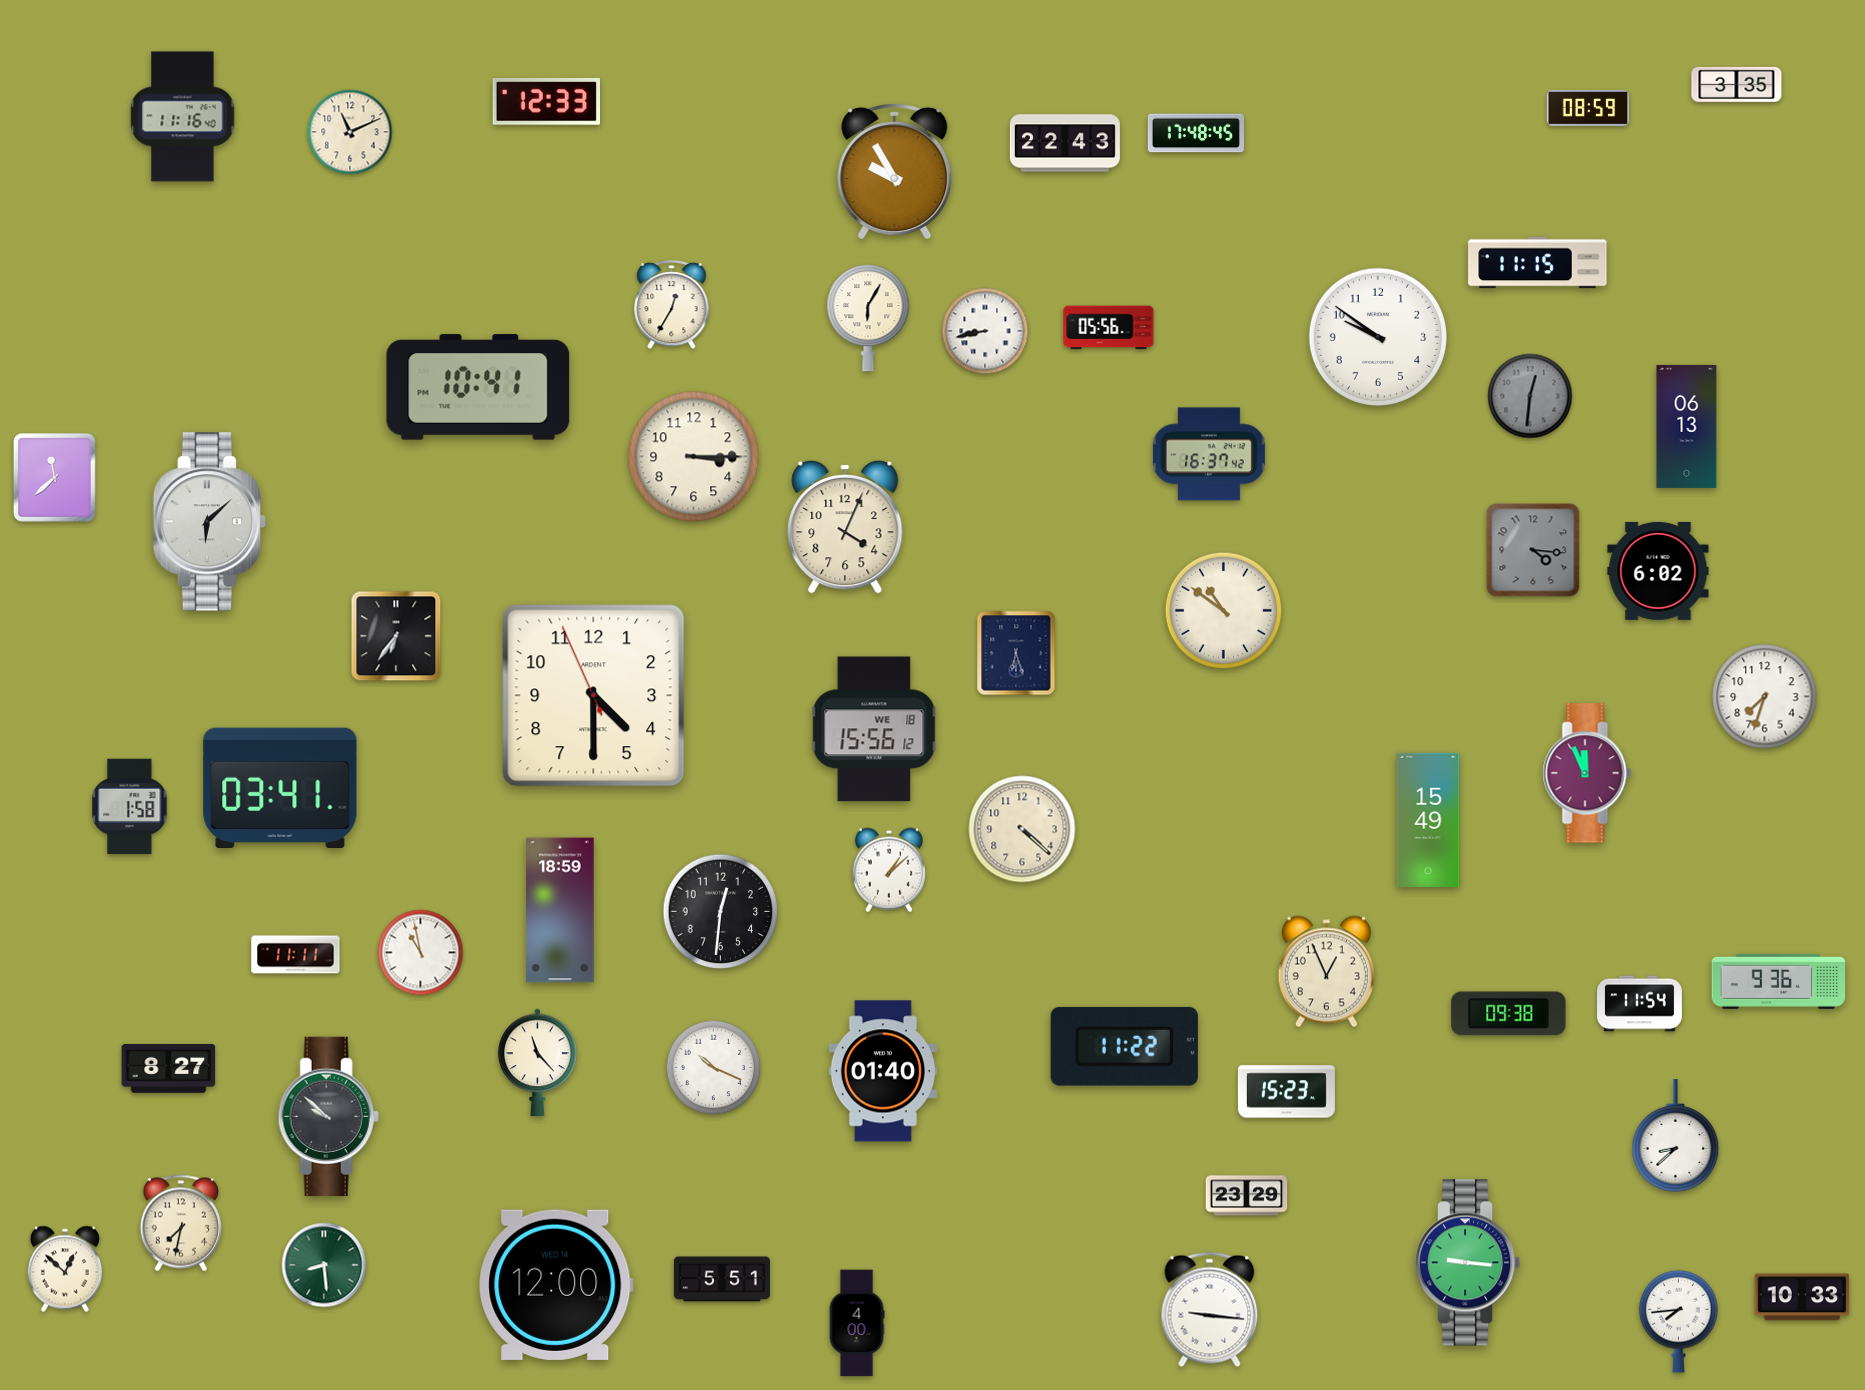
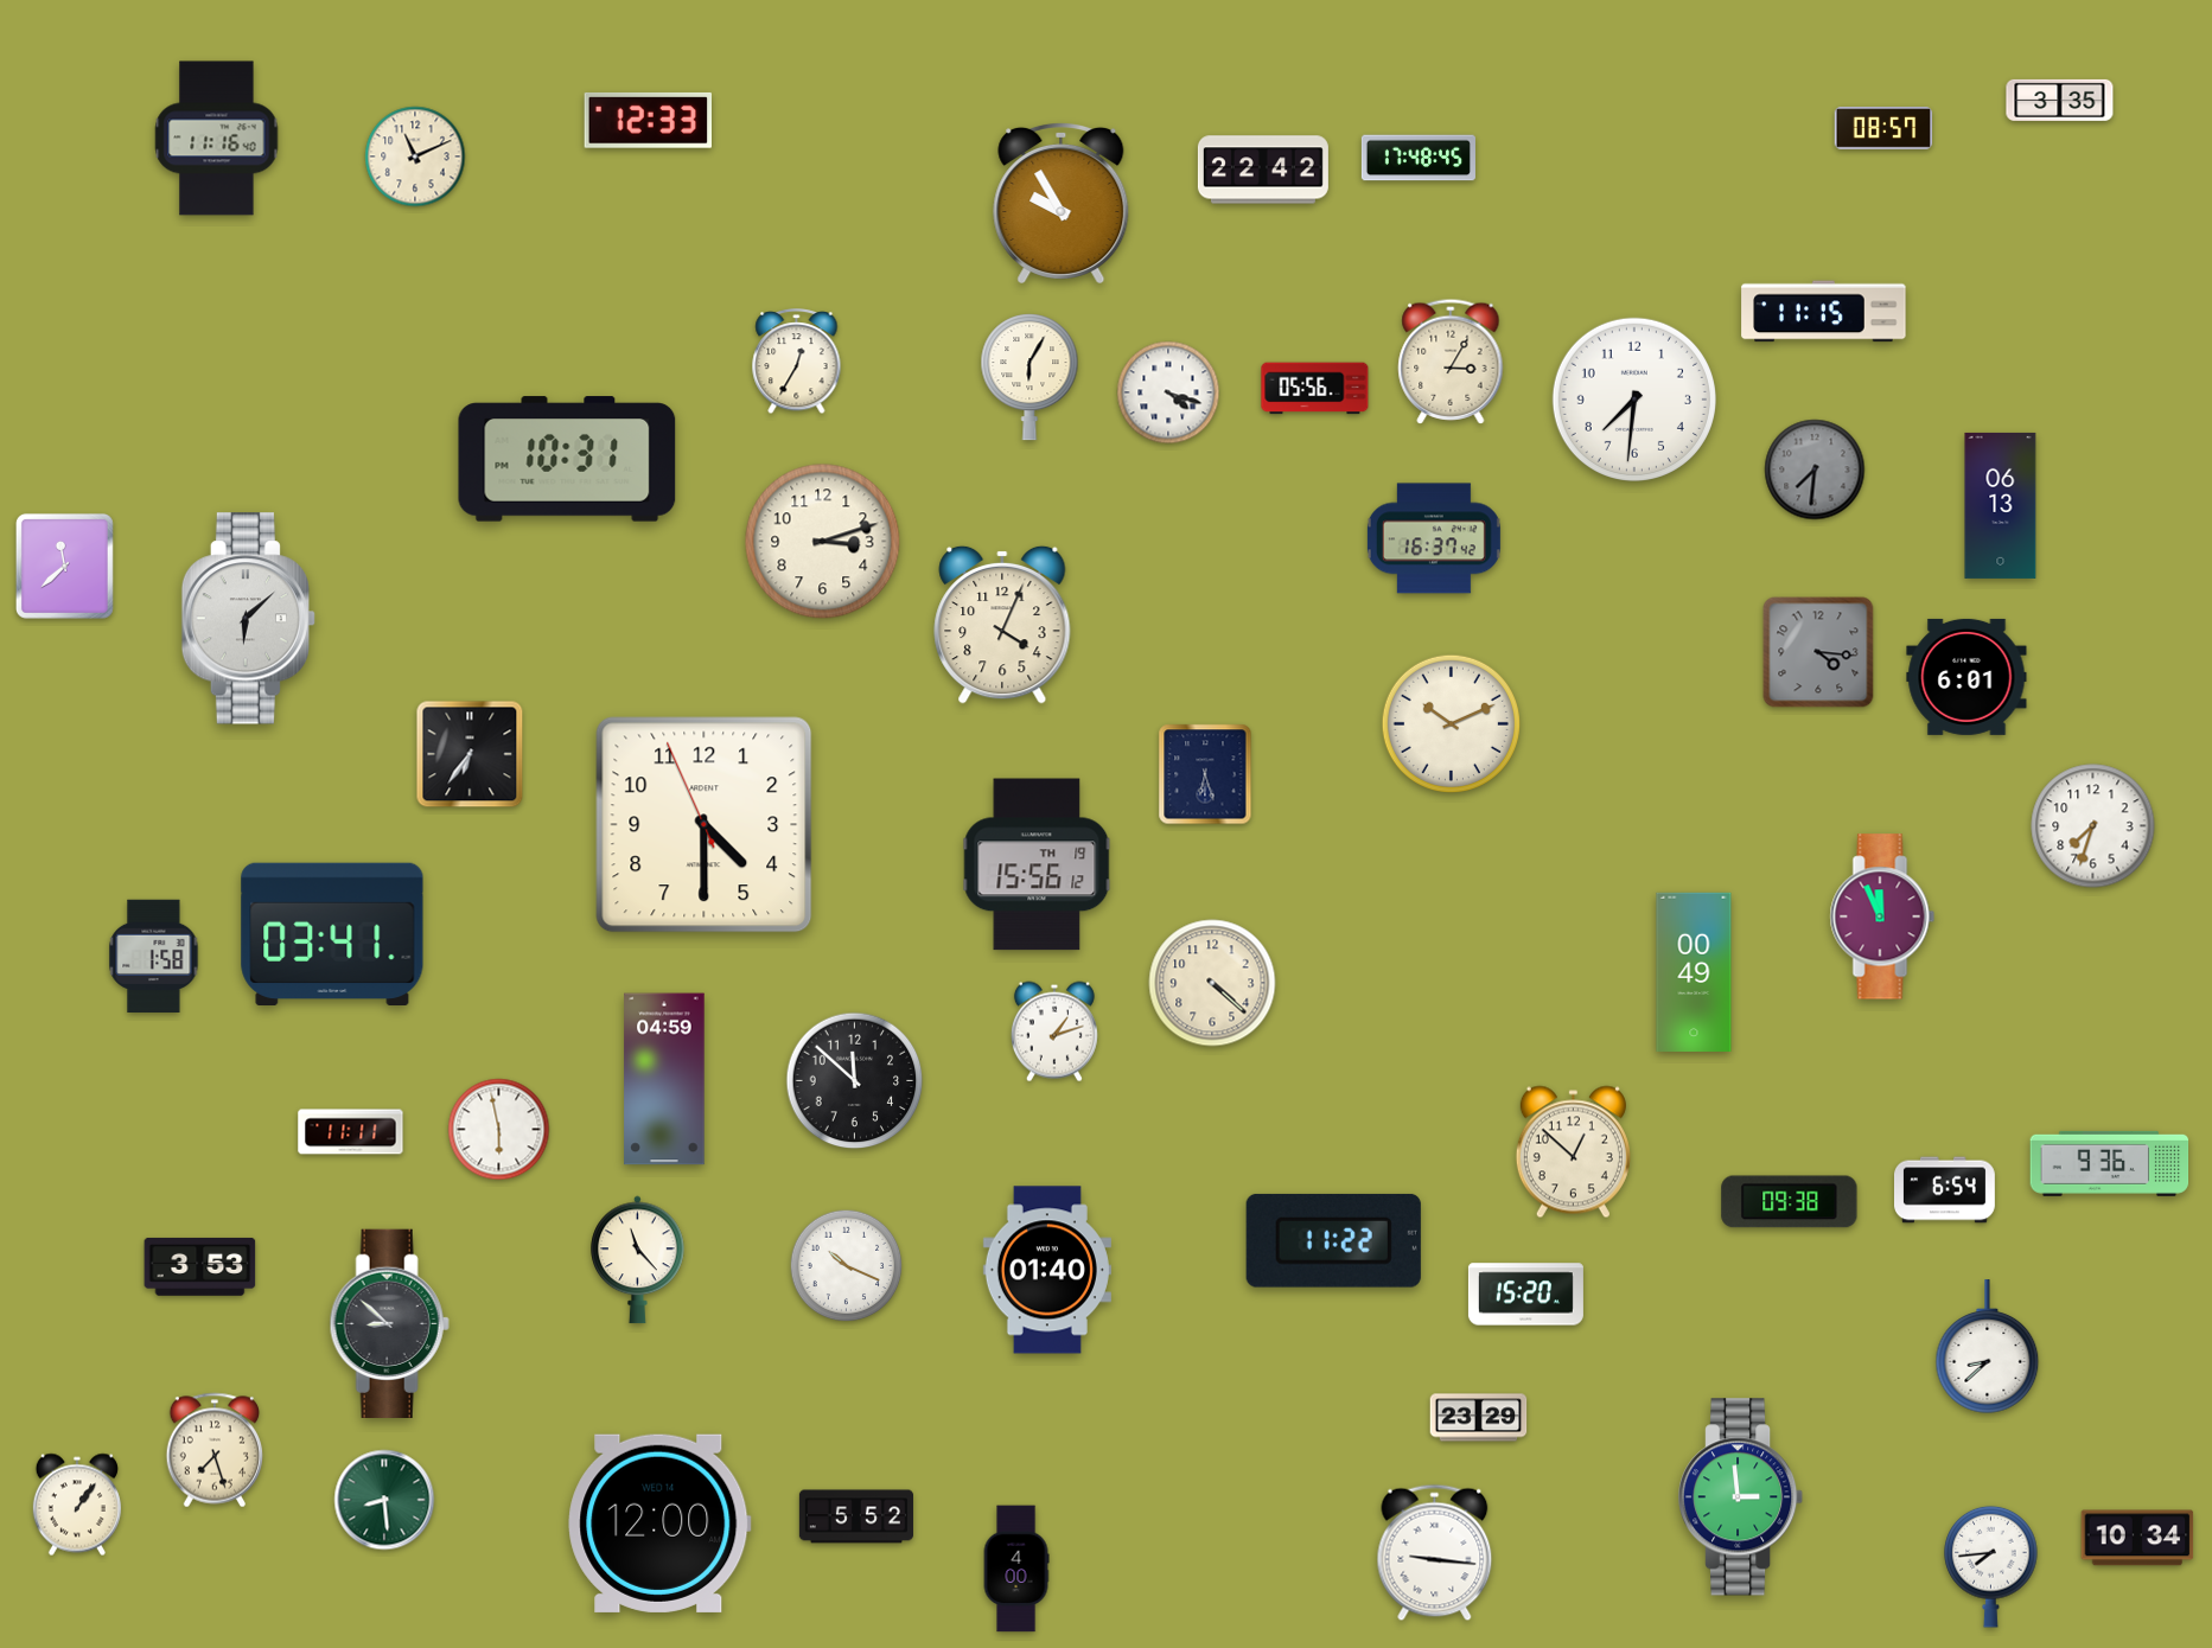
clock at (1588, 108): 08:59 -> 08:57
clock at (1065, 143): 22:43 -> 22:42
clock at (1451, 362): none -> 3:05
clock at (985, 331): 8:43 -> 4:18
clock at (1378, 337): 9:51 -> 7:31
clock at (478, 387): 10:41 -> 10:31
clock at (1530, 396): 12:31 -> 7:31
clock at (694, 457): 3:15 -> 3:12
clock at (1658, 571): 6:02 -> 6:01
clock at (1223, 610): 10:51 -> 10:11
clock at (874, 729) date: WE 18 -> TH 19
clock at (1428, 819): 15:49 -> 00:49
clock at (889, 870): 1:08 -> 1:12
clock at (560, 910): 18:59 -> 04:59
clock at (721, 912): 12:31 -> 11:52
clock at (421, 953): 10:58 -> 5:58
clock at (1326, 972): 12:56 -> 12:52
clock at (1640, 1004): 11:54 -> 6:54
clock at (169, 1069): 8:27 -> 3:53
clock at (1286, 1092): 15:23 -> 15:20
clock at (328, 1116): 9:52 -> 8:52
clock at (181, 1223): 7:32 -> 7:27
clock at (1469, 1263): 9:16 -> 2:59
clock at (65, 1269): 12:52 -> 1:06
clock at (722, 1279): 5:51 -> 5:52
clock at (1802, 1297): 10:33 -> 10:34
